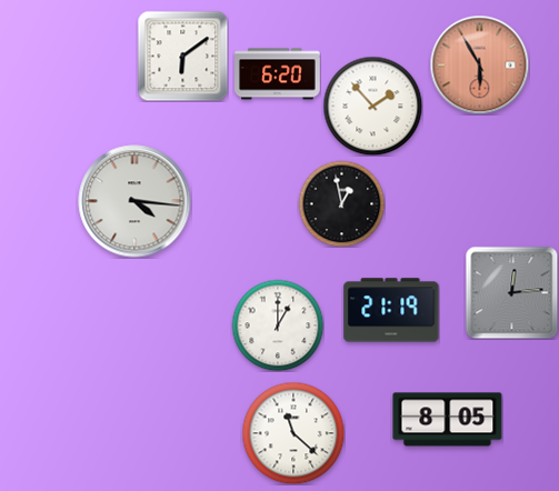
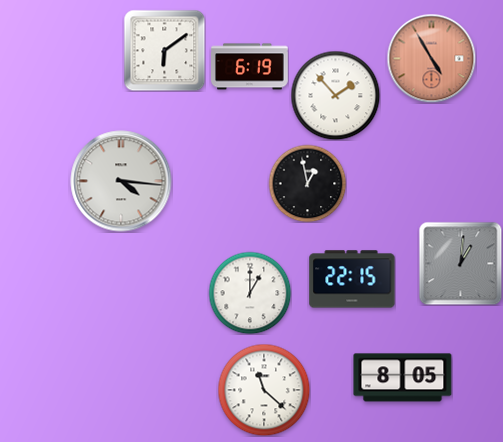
clock at (479, 64): 5:55 -> 4:55
clock at (278, 74): 6:20 -> 6:19
clock at (511, 292): 12:14 -> 1:01
clock at (391, 310): 21:19 -> 22:15
